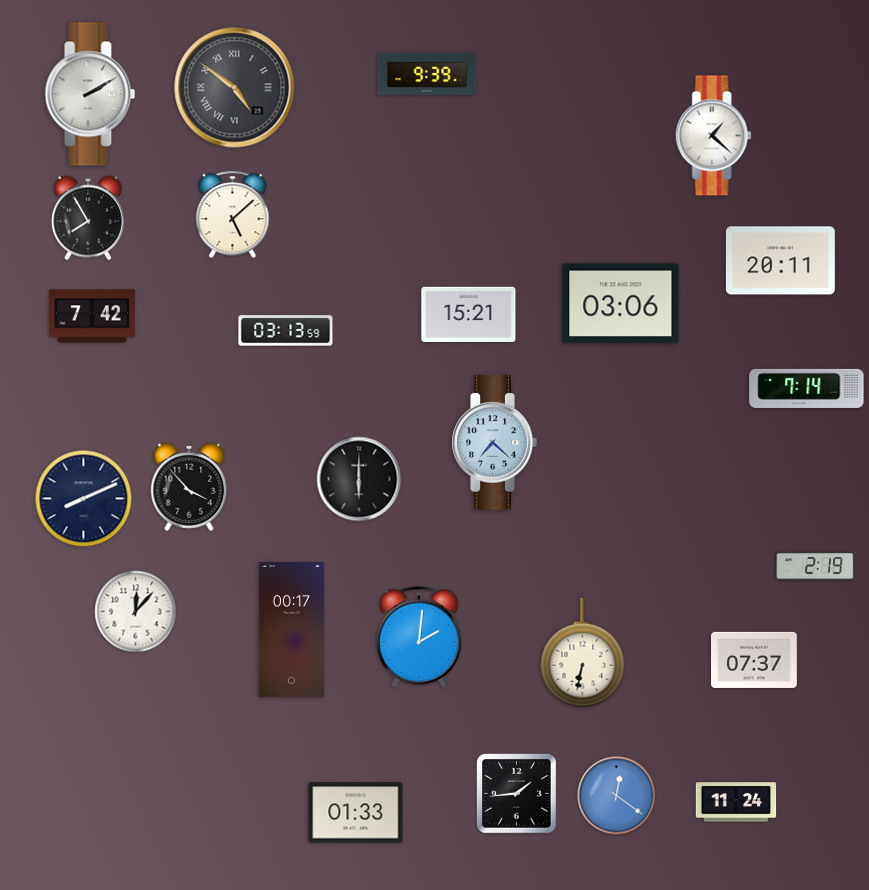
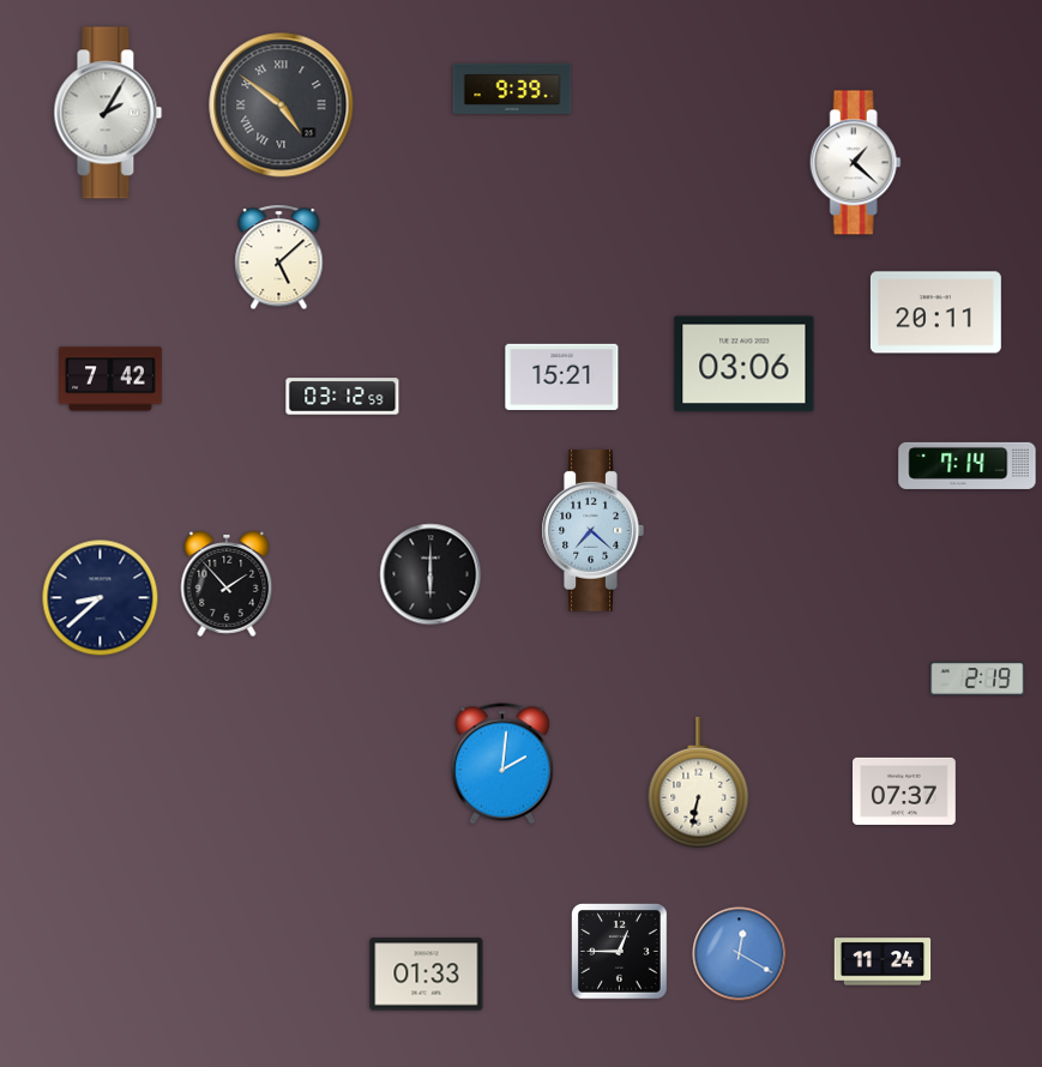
clock at (90, 94): 2:10 -> 2:05
clock at (88, 218): 7:55 -> none
clock at (286, 331): 03:13 -> 03:12
clock at (189, 487): 3:53 -> 1:53
clock at (84, 499): 8:11 -> 8:38
clock at (136, 612): 12:07 -> none
clock at (291, 630): 00:17 -> none
clock at (517, 794): 1:44 -> 12:45
clock at (617, 796): 12:21 -> 12:20
